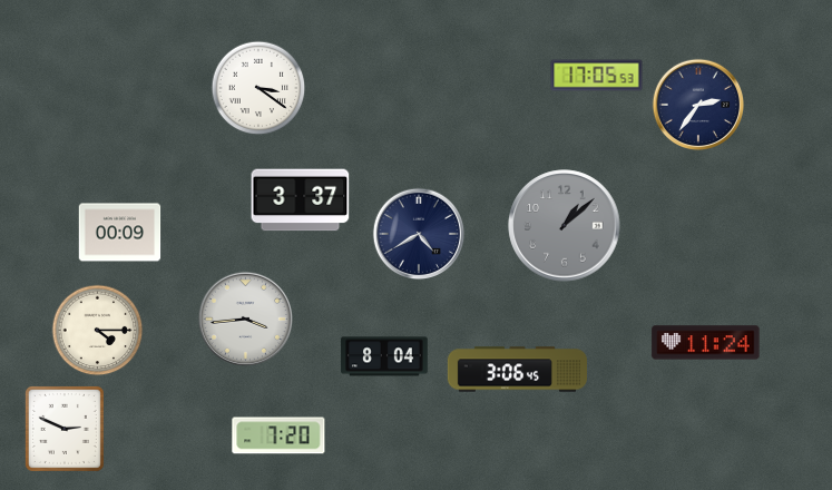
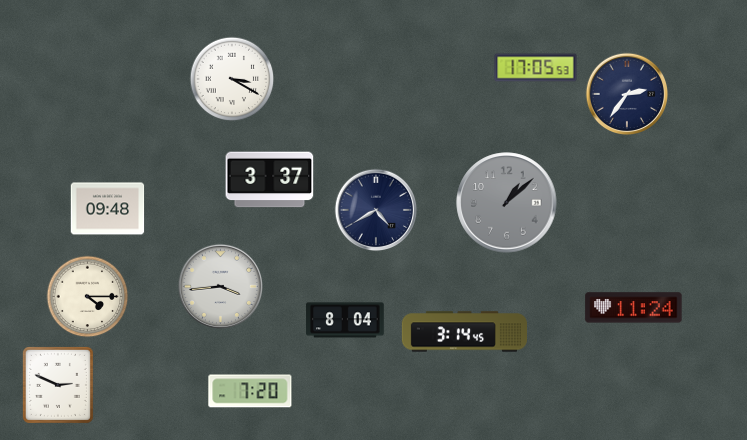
clock at (258, 88): 3:21 -> 3:20
clock at (120, 233): 00:09 -> 09:48
clock at (517, 370): 3:06 -> 3:14
